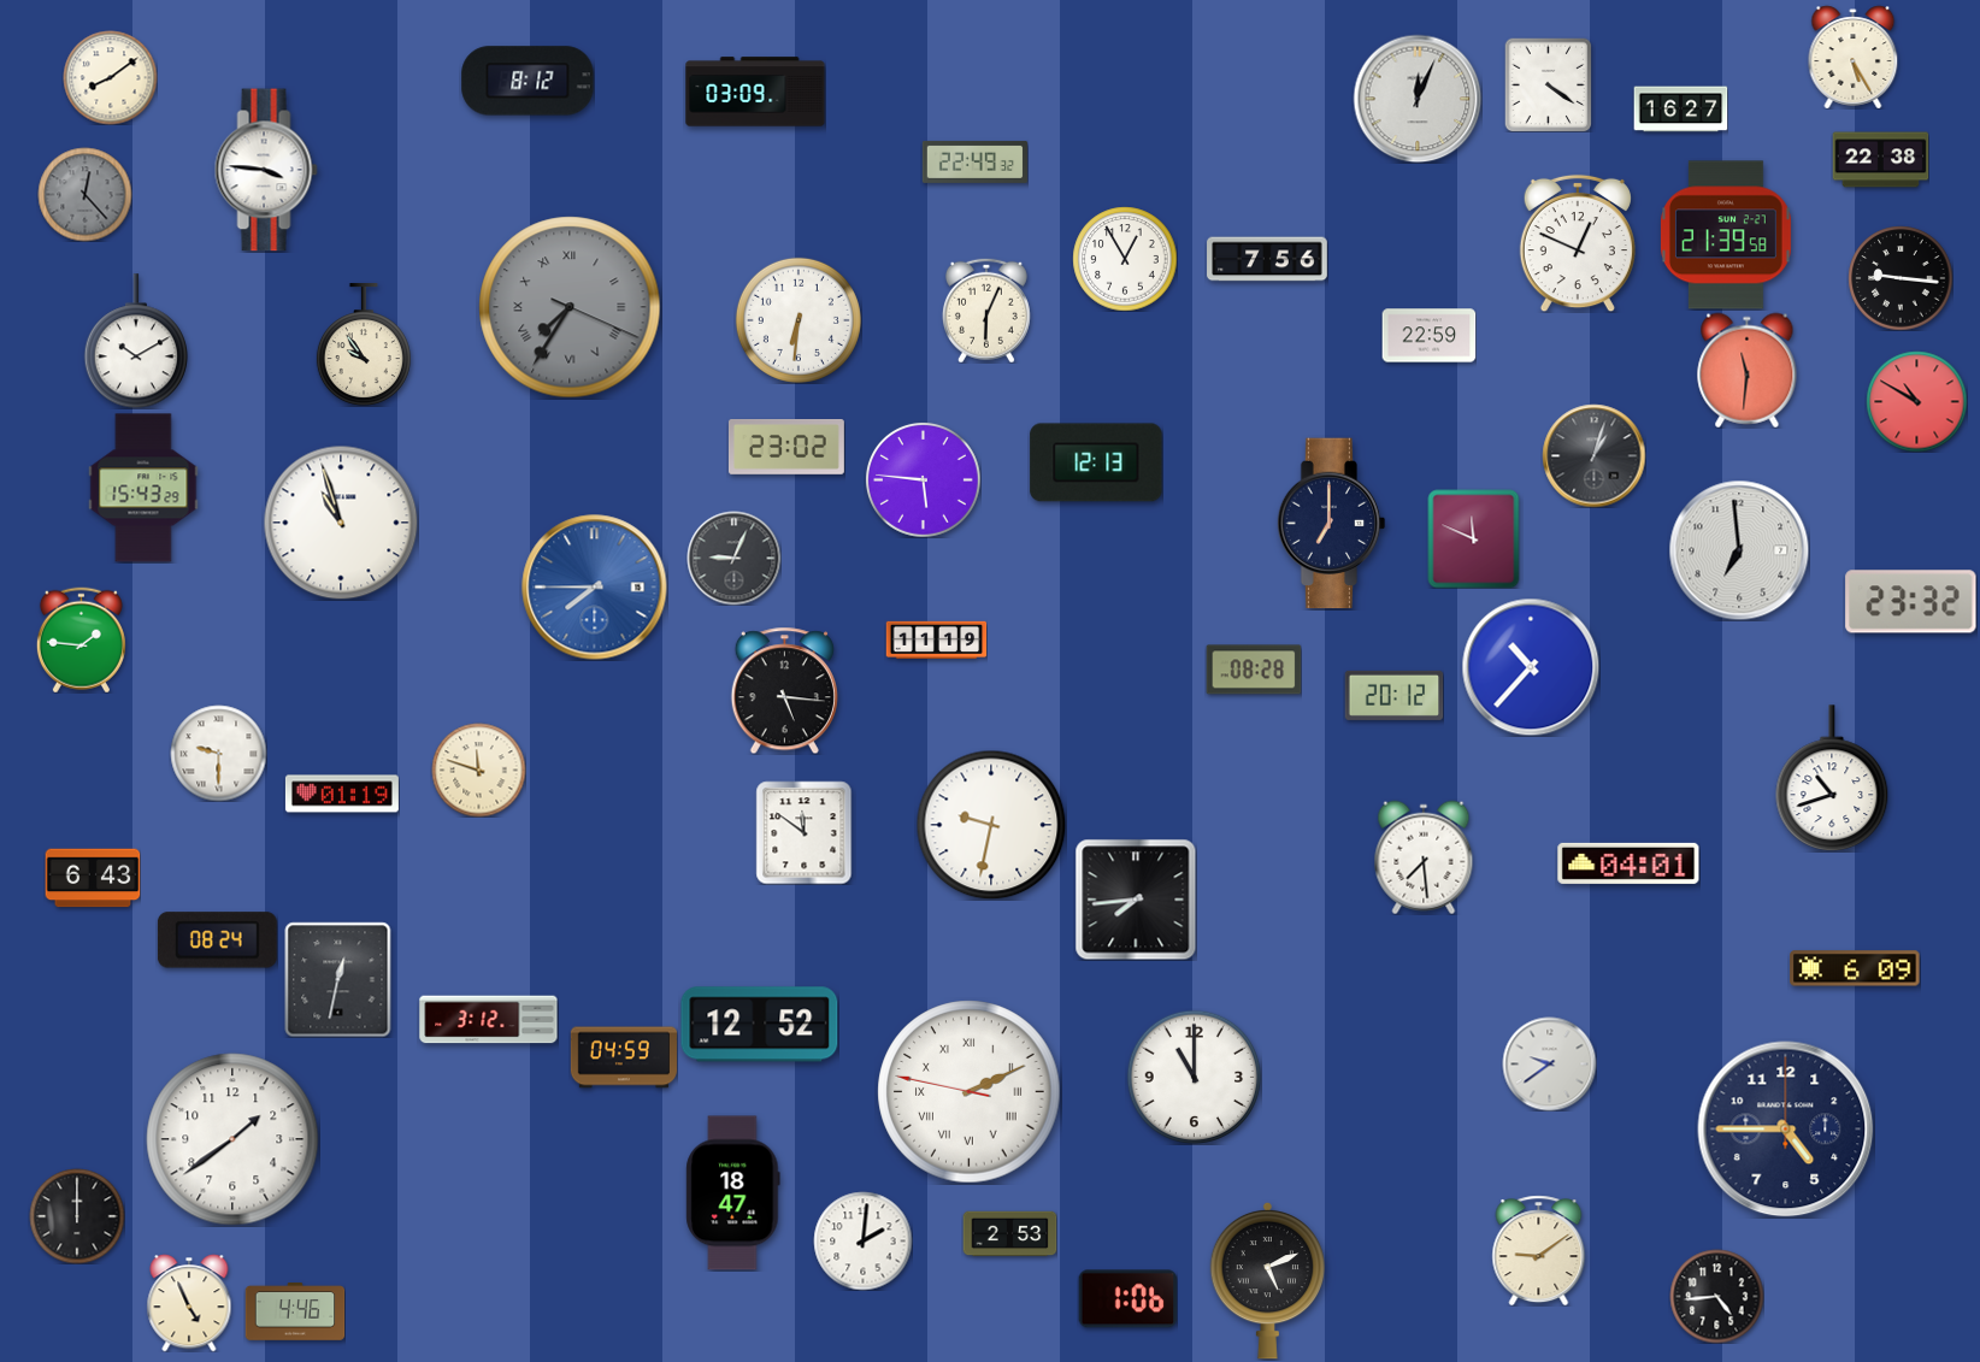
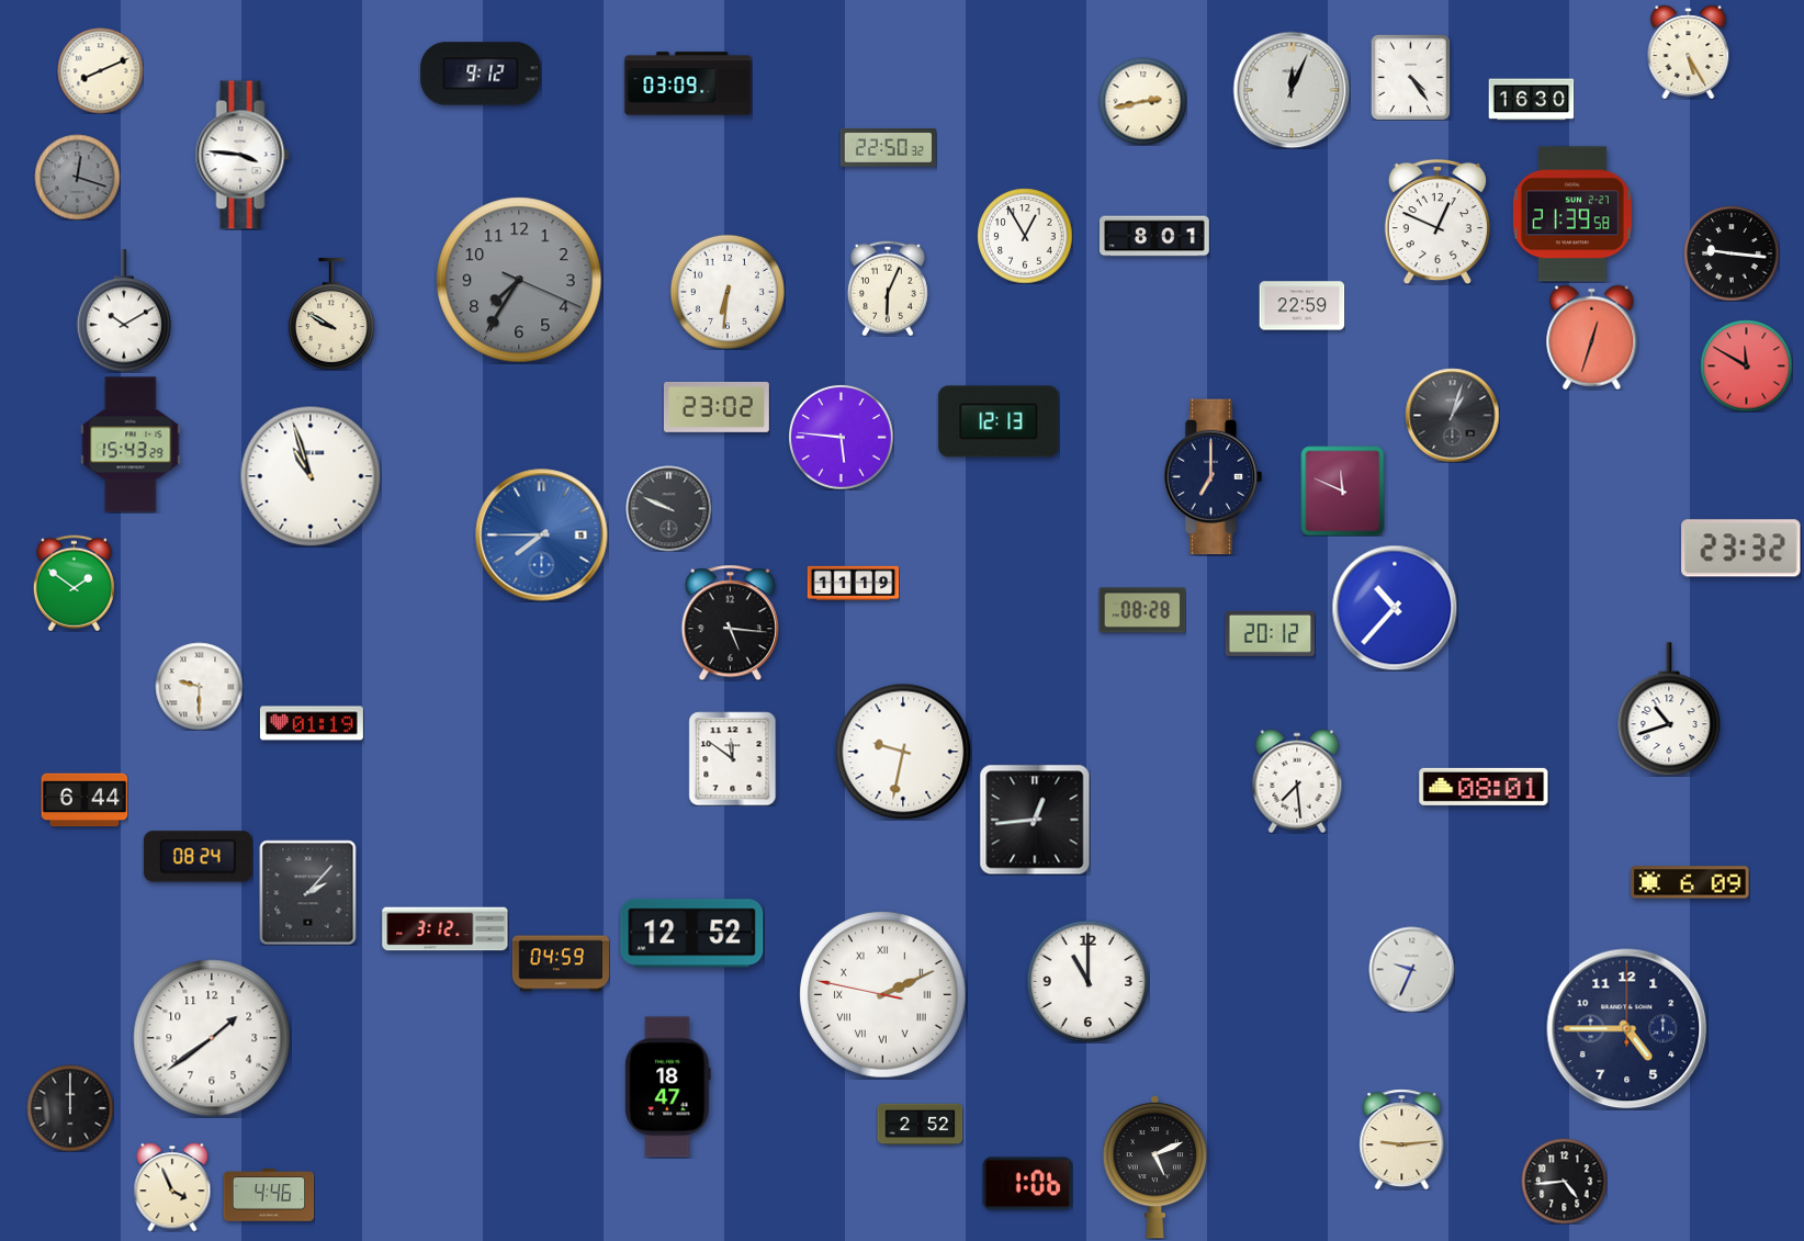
clock at (110, 77): 8:09 -> 8:11
clock at (528, 81): 8:12 -> 9:12
clock at (1549, 84): 4:21 -> 4:24
clock at (1680, 110): 16:27 -> 16:30
clock at (1142, 101): none -> 2:43
clock at (1880, 160): 22:38 -> none
clock at (974, 161): 22:49 -> 22:50
clock at (84, 194): 12:23 -> 12:18
clock at (1267, 259): 7:56 -> 8:01
clock at (570, 307) numerals: Roman -> Arabic
clock at (986, 311) position: (986, 311) -> (888, 289)
clock at (364, 344): 9:54 -> 9:50
clock at (1748, 370): 11:31 -> 12:33
clock at (1916, 401): 10:50 -> 11:50
clock at (1739, 550): 6:59 -> none
clock at (733, 558): 9:04 -> 9:49
clock at (81, 639): 1:46 -> 1:51
clock at (784, 690) position: (784, 690) -> (730, 622)
clock at (478, 770): 11:48 -> none
clock at (1628, 863): 04:01 -> 08:01
clock at (93, 878): 6:43 -> 6:44
clock at (1136, 900): 7:44 -> 12:44
clock at (338, 979): 12:32 -> 2:07
clock at (623, 1057) position: (623, 1057) -> (560, 963)
clock at (1549, 1063): 9:39 -> 9:34
clock at (1009, 1234): 2:53 -> 2:52
clock at (862, 1240): 2:01 -> none
clock at (1539, 1250): 9:09 -> 9:14
clock at (189, 1303): 4:56 -> 3:56
